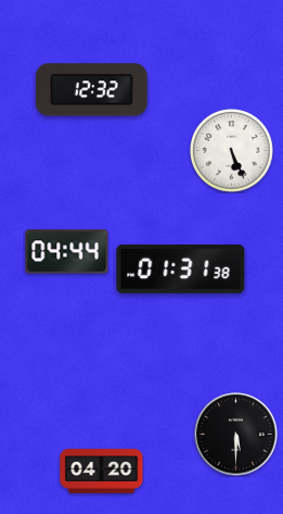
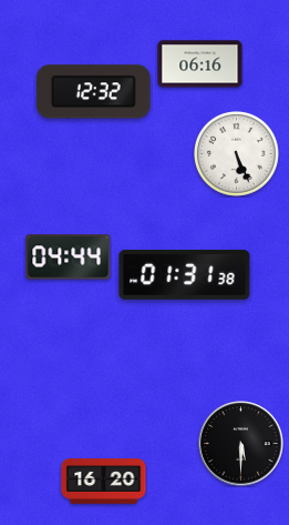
clock at (200, 64): none -> 06:16
clock at (102, 472): 04:20 -> 16:20
